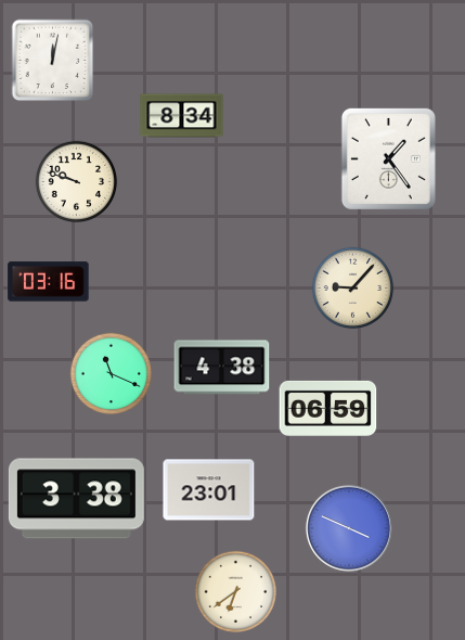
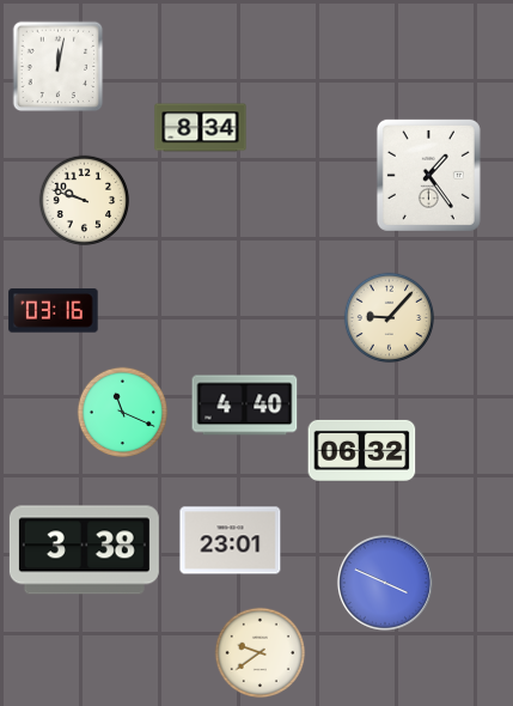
clock at (222, 368): 4:38 -> 4:40
clock at (328, 408): 06:59 -> 06:32
clock at (236, 592): 6:39 -> 9:39
